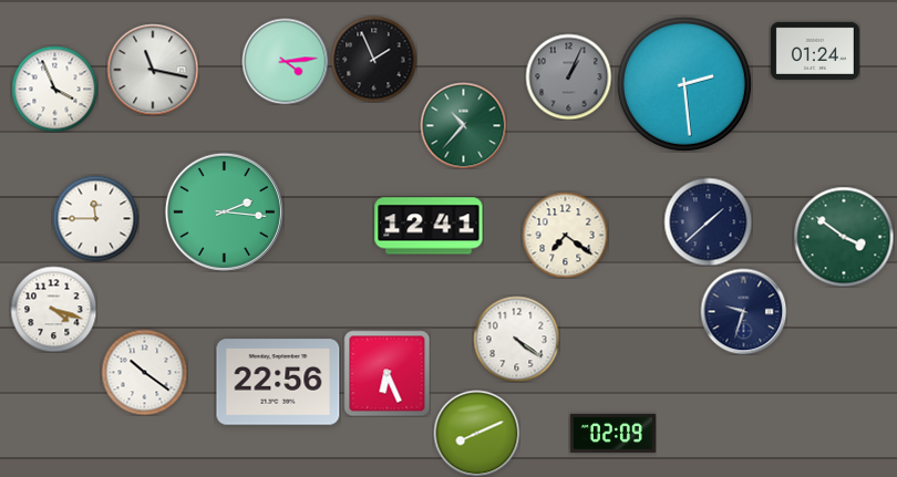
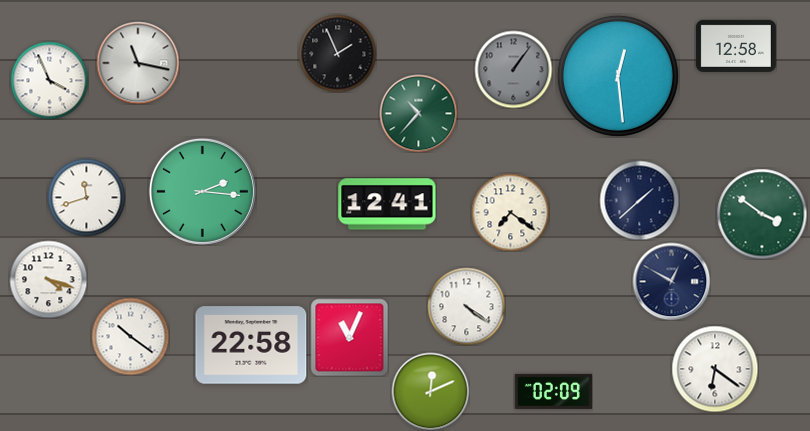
clock at (815, 51): 01:24 -> 12:58
clock at (285, 61): 4:14 -> none
clock at (568, 76): 1:04 -> 1:06
clock at (684, 84): 2:29 -> 12:29
clock at (95, 218): 11:45 -> 11:42
clock at (743, 311): 9:33 -> 12:50
clock at (386, 373): 6:26 -> 11:04
clock at (278, 382): 22:56 -> 22:58
clock at (715, 369): none -> 6:21
clock at (476, 433): 8:11 -> 12:11
